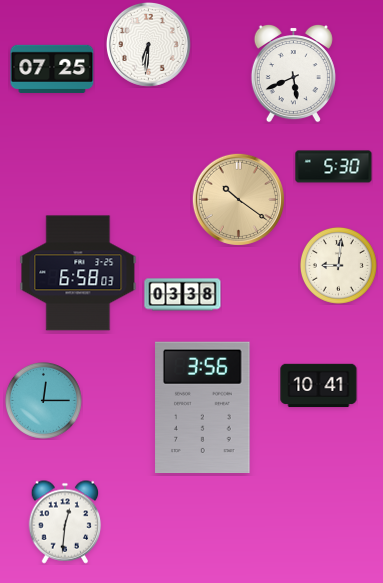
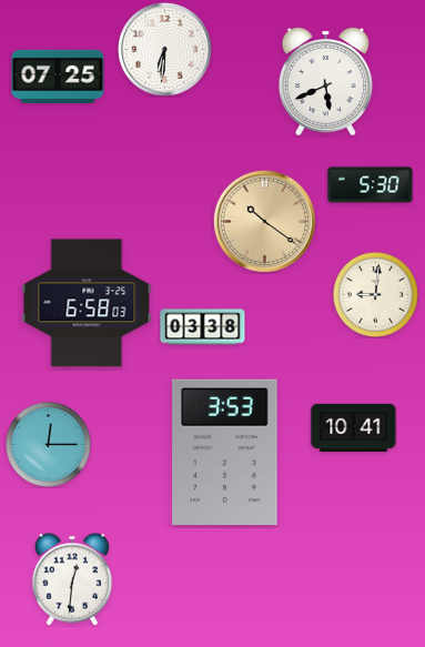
clock at (203, 407): 3:56 -> 3:53
